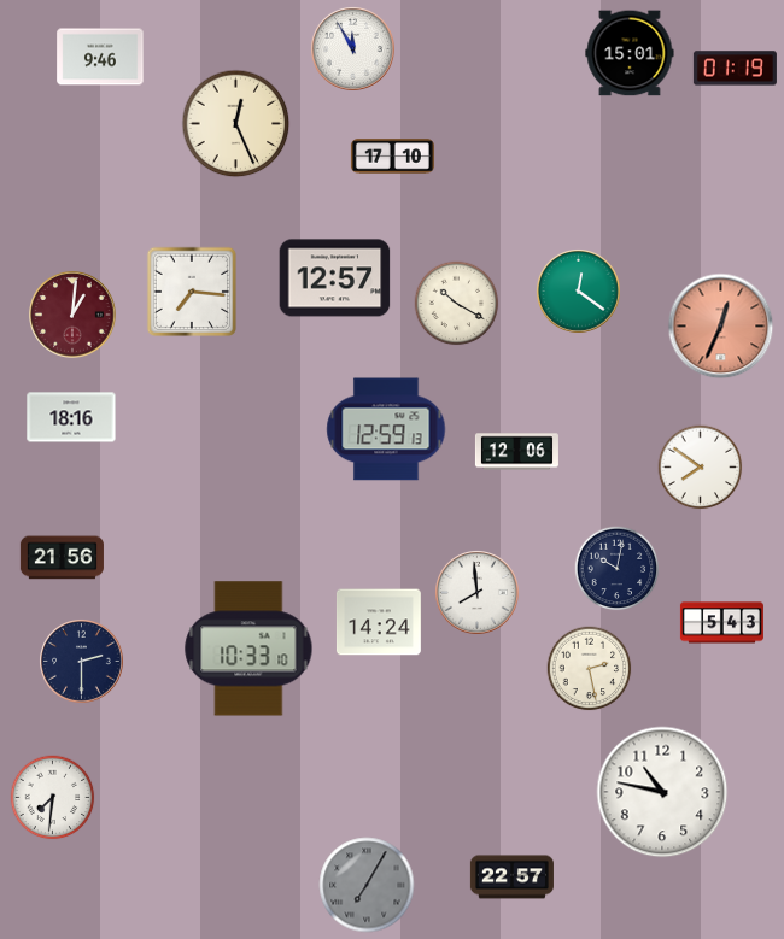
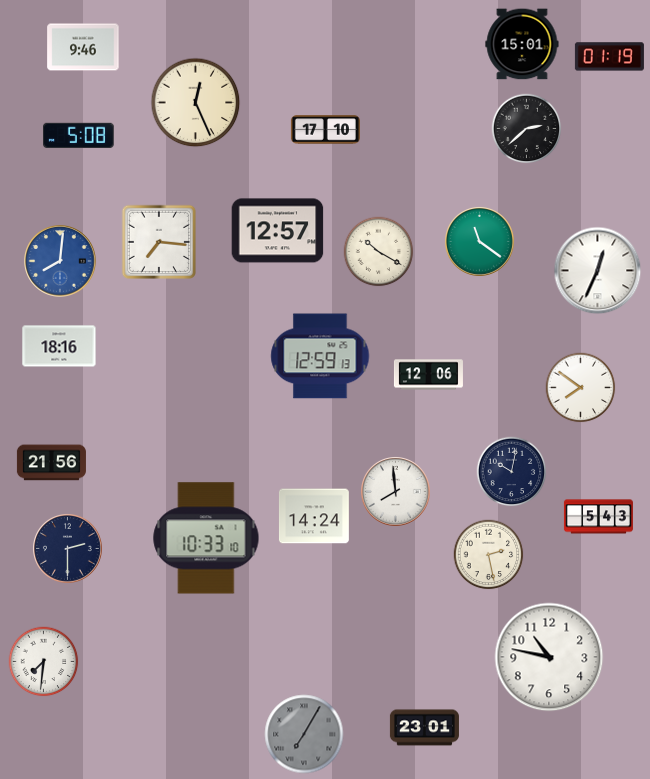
clock at (353, 49): 11:55 -> none
clock at (527, 129): none -> 2:38
clock at (79, 135): none -> 5:08
clock at (579, 292): 12:21 -> 11:21
clock at (72, 315): 1:01 -> 8:01
clock at (72, 315) dial: burgundy -> blue
clock at (721, 327) dial: salmon -> white
clock at (511, 878): 22:57 -> 23:01
